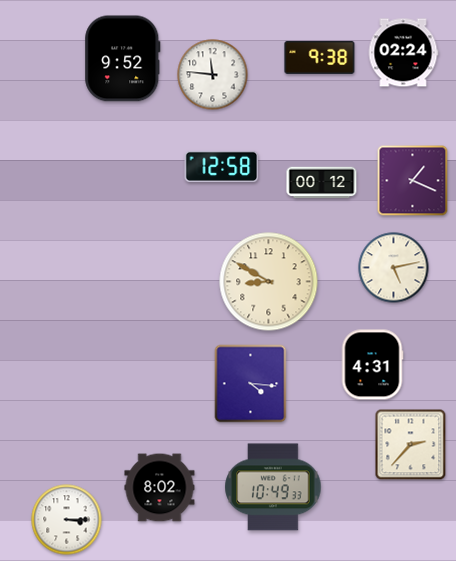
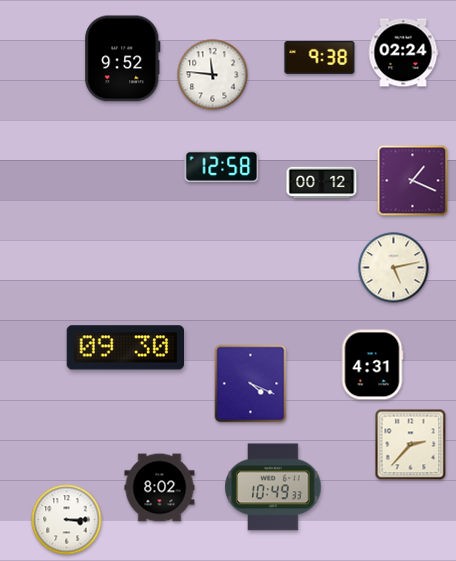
clock at (269, 282): 8:50 -> none
clock at (125, 348): none -> 09:30
clock at (251, 384): 4:16 -> 4:19
